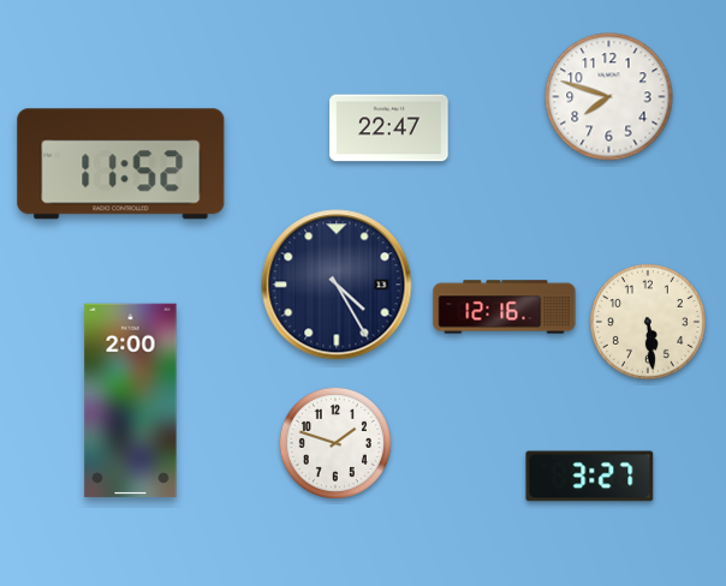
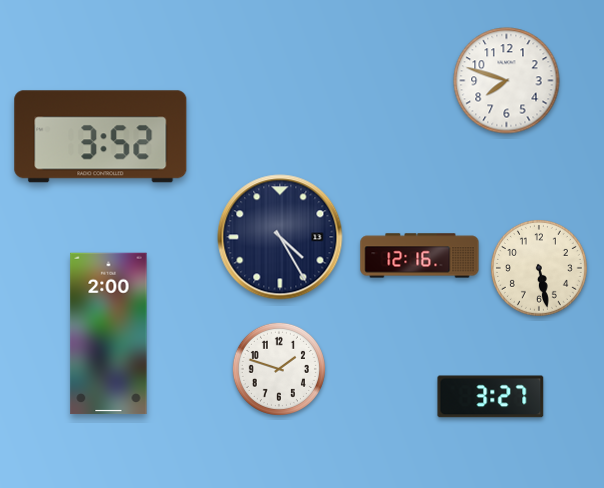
clock at (389, 128): 22:47 -> none
clock at (121, 165): 11:52 -> 3:52
clock at (648, 322): 5:29 -> 5:28
